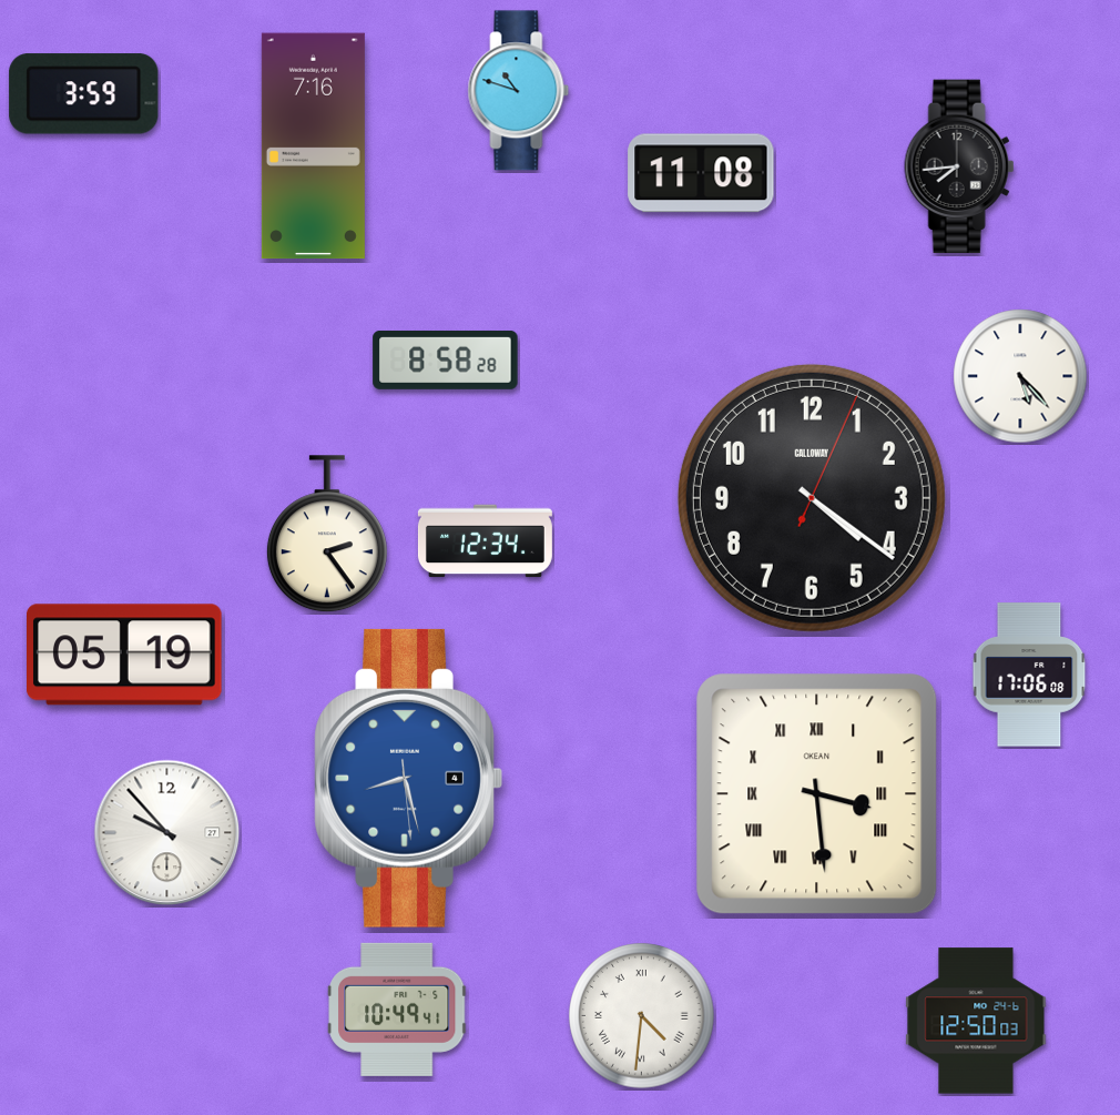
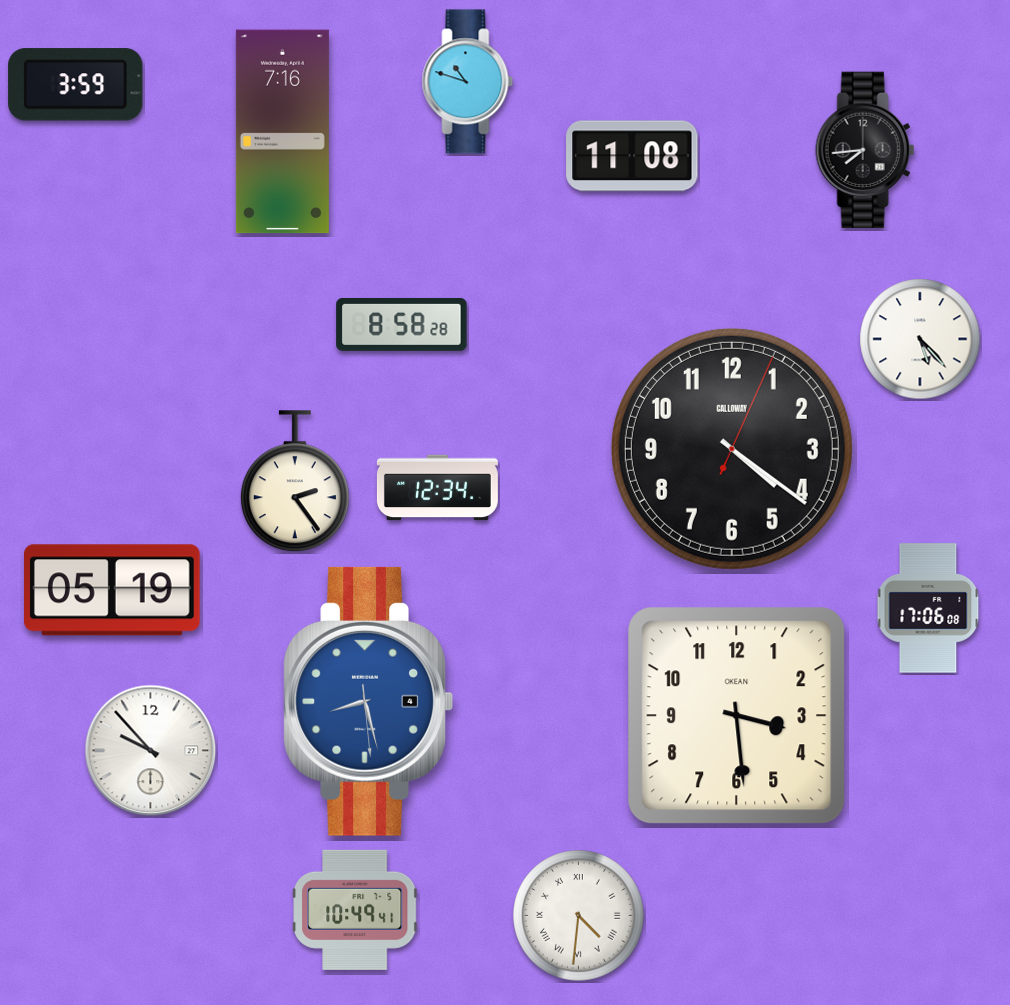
clock at (817, 794) numerals: Roman -> Arabic
clock at (397, 1010) position: (397, 1010) -> (355, 910)
clock at (976, 1021): 12:50 -> none
